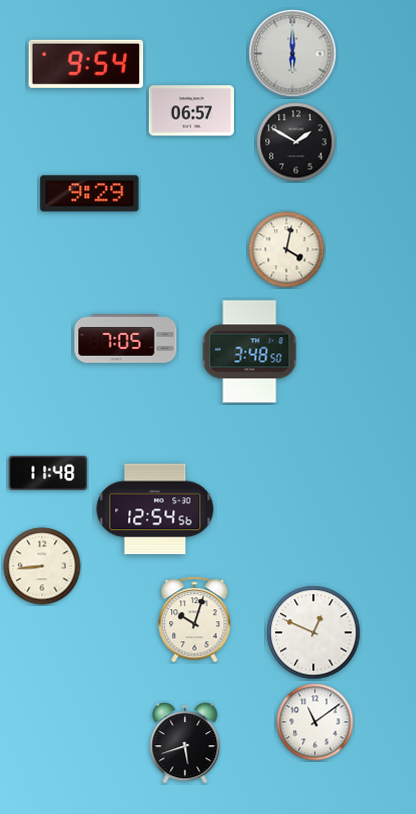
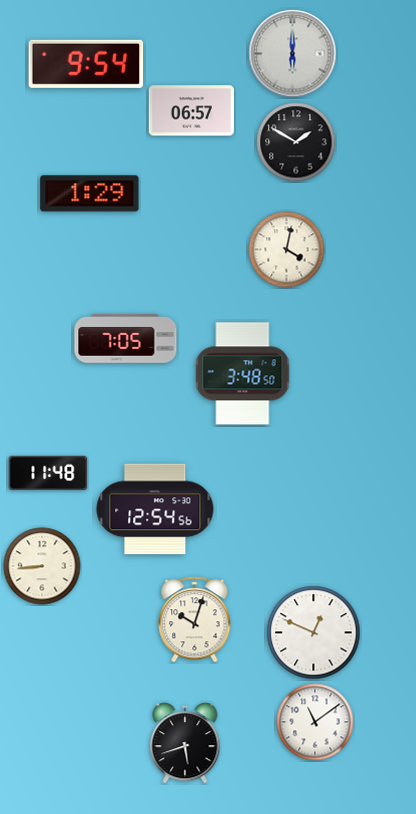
clock at (90, 194): 9:29 -> 1:29
clock at (250, 352) position: (250, 352) -> (243, 374)
